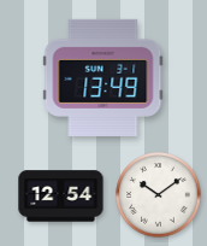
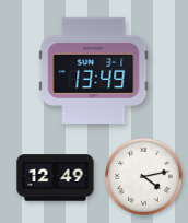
clock at (159, 195): 10:09 -> 4:13
clock at (61, 197): 12:54 -> 12:49
